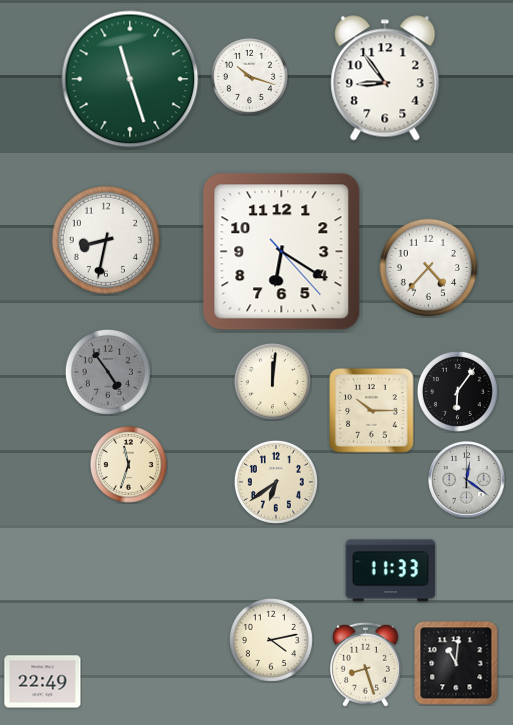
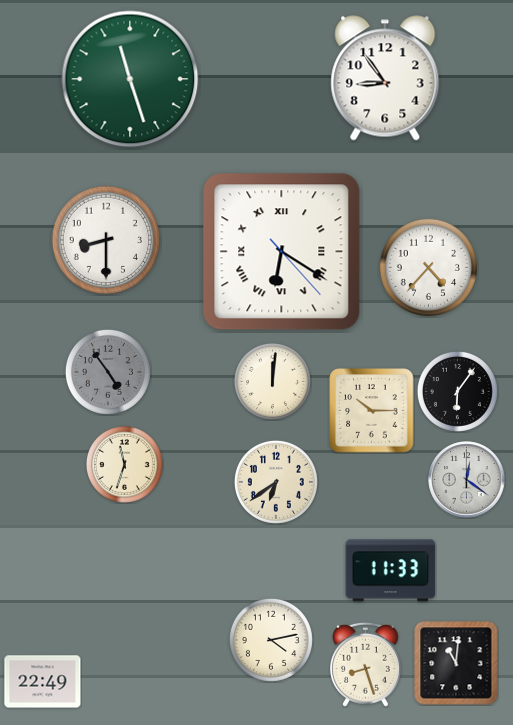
clock at (249, 76): 10:18 -> none
clock at (106, 240): 8:32 -> 8:30
clock at (282, 252) numerals: Arabic -> Roman
clock at (128, 464) position: (128, 464) -> (124, 464)
